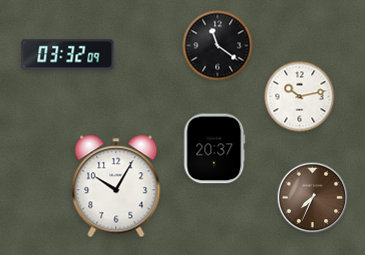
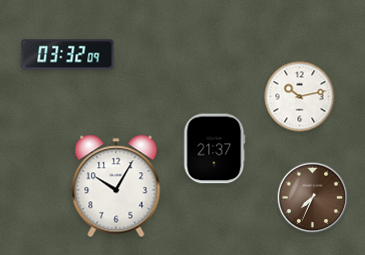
clock at (218, 46): 11:21 -> none
clock at (215, 149): 20:37 -> 21:37
